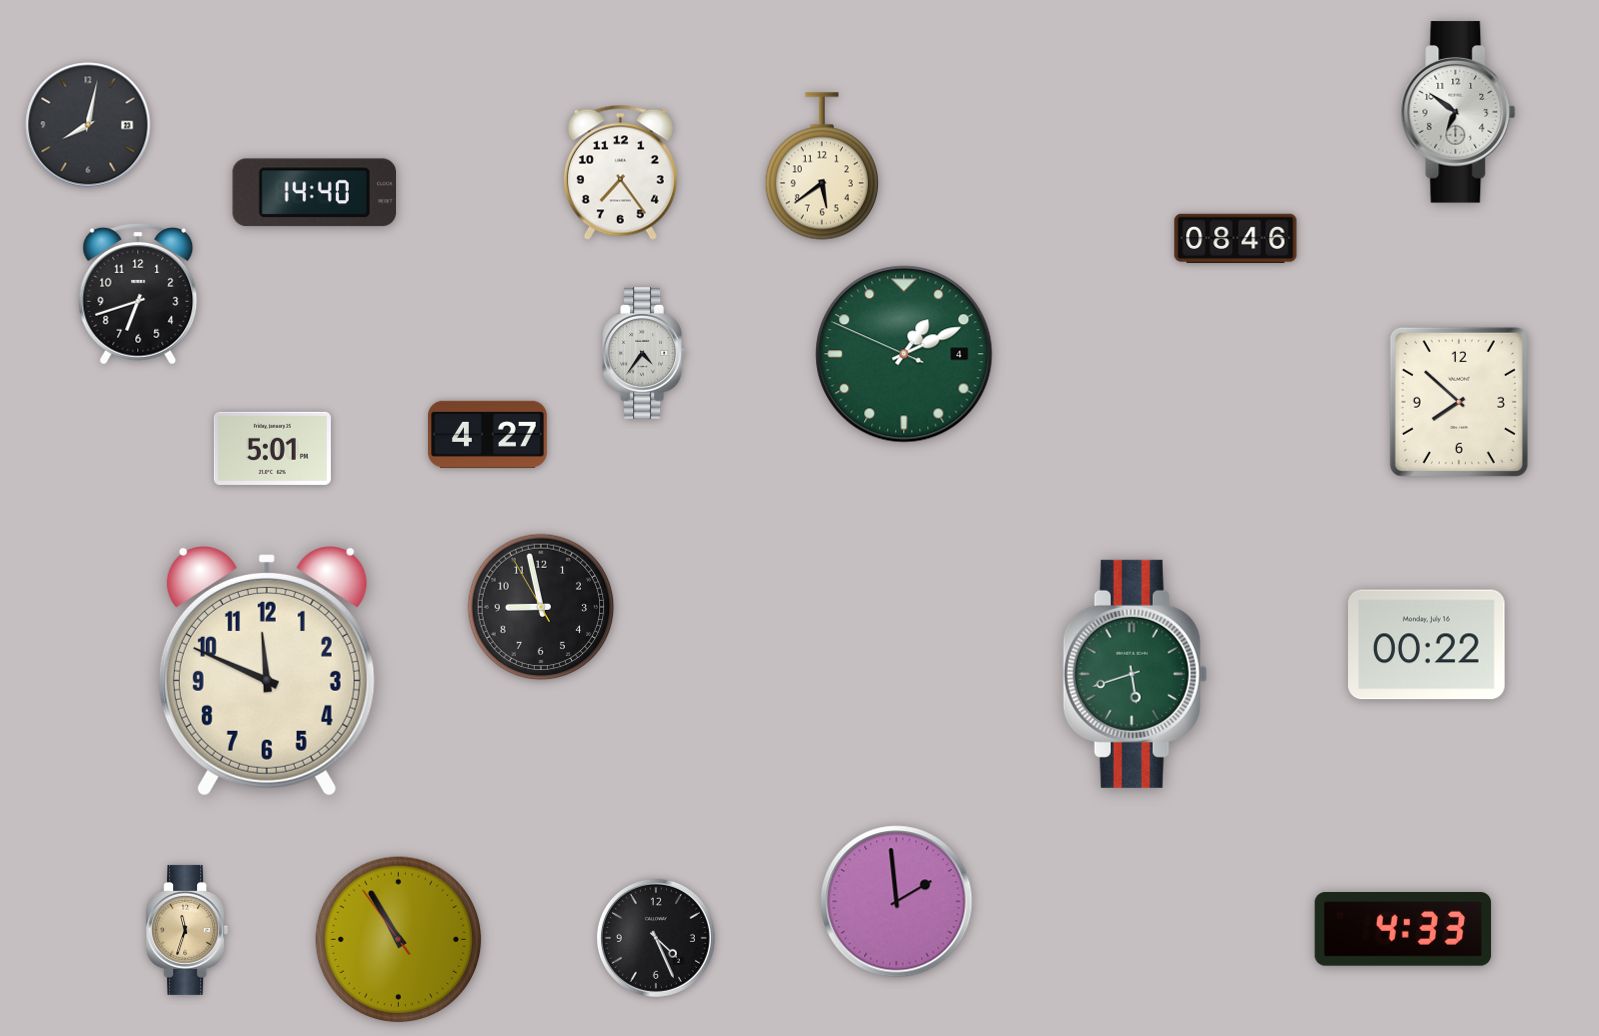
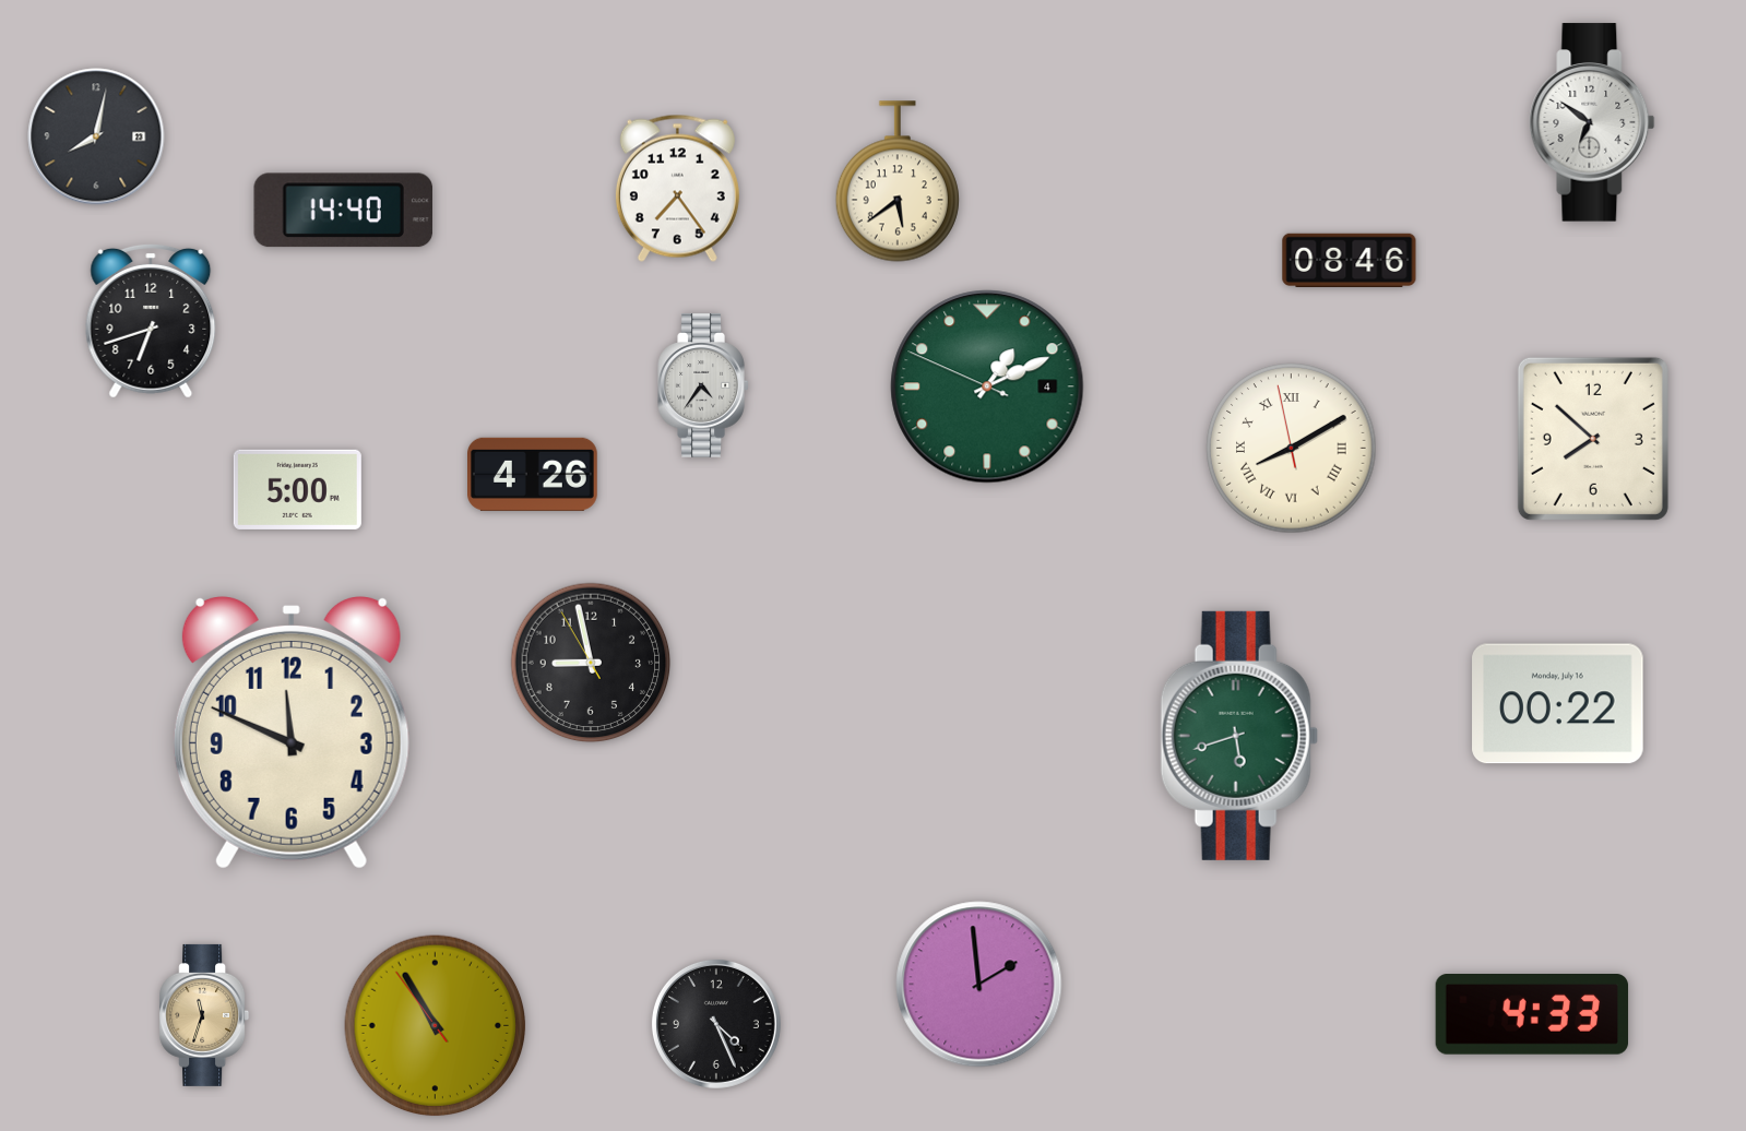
clock at (1292, 449): none -> 8:09
clock at (488, 434): 4:27 -> 4:26
clock at (272, 448): 5:01 -> 5:00
